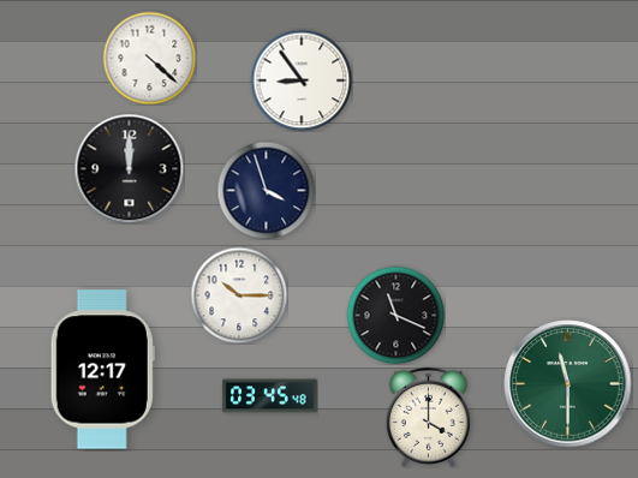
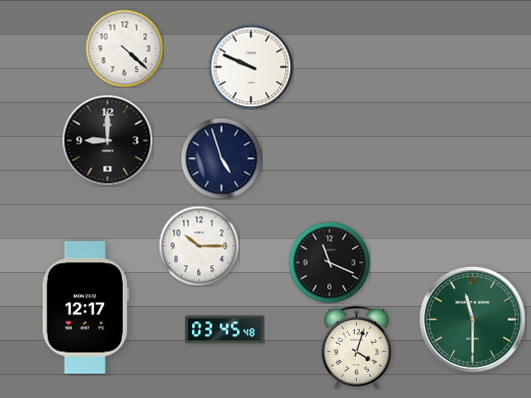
clock at (302, 80): 8:54 -> 9:49
clock at (129, 168): 12:00 -> 9:00
clock at (266, 190): 3:57 -> 4:57
clock at (428, 417): 4:00 -> 4:03
